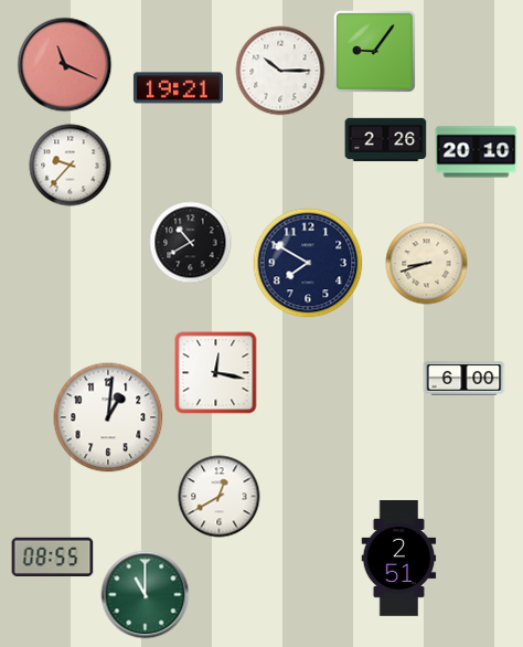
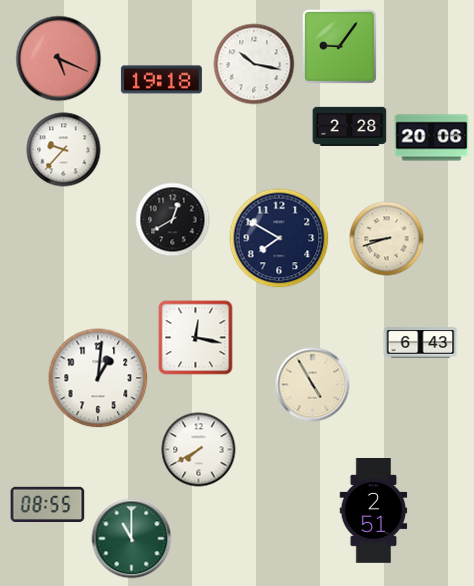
clock at (65, 65): 11:19 -> 5:19
clock at (280, 71): 10:15 -> 10:17
clock at (178, 88): 19:21 -> 19:18
clock at (386, 139): 2:26 -> 2:28
clock at (477, 152): 20:10 -> 20:06
clock at (191, 243): 10:40 -> 12:40
clock at (465, 379): 6:00 -> 6:43
clock at (313, 385): none -> 4:55
clock at (220, 497): 12:40 -> 7:40
clock at (399, 559) position: (399, 559) -> (374, 511)
